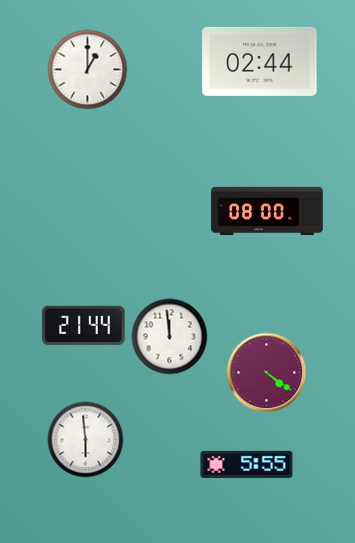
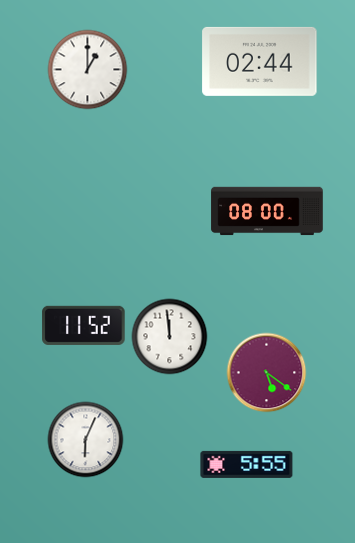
clock at (84, 325): 21:44 -> 11:52
clock at (267, 373): 4:21 -> 5:21
clock at (86, 440): 5:59 -> 6:04
